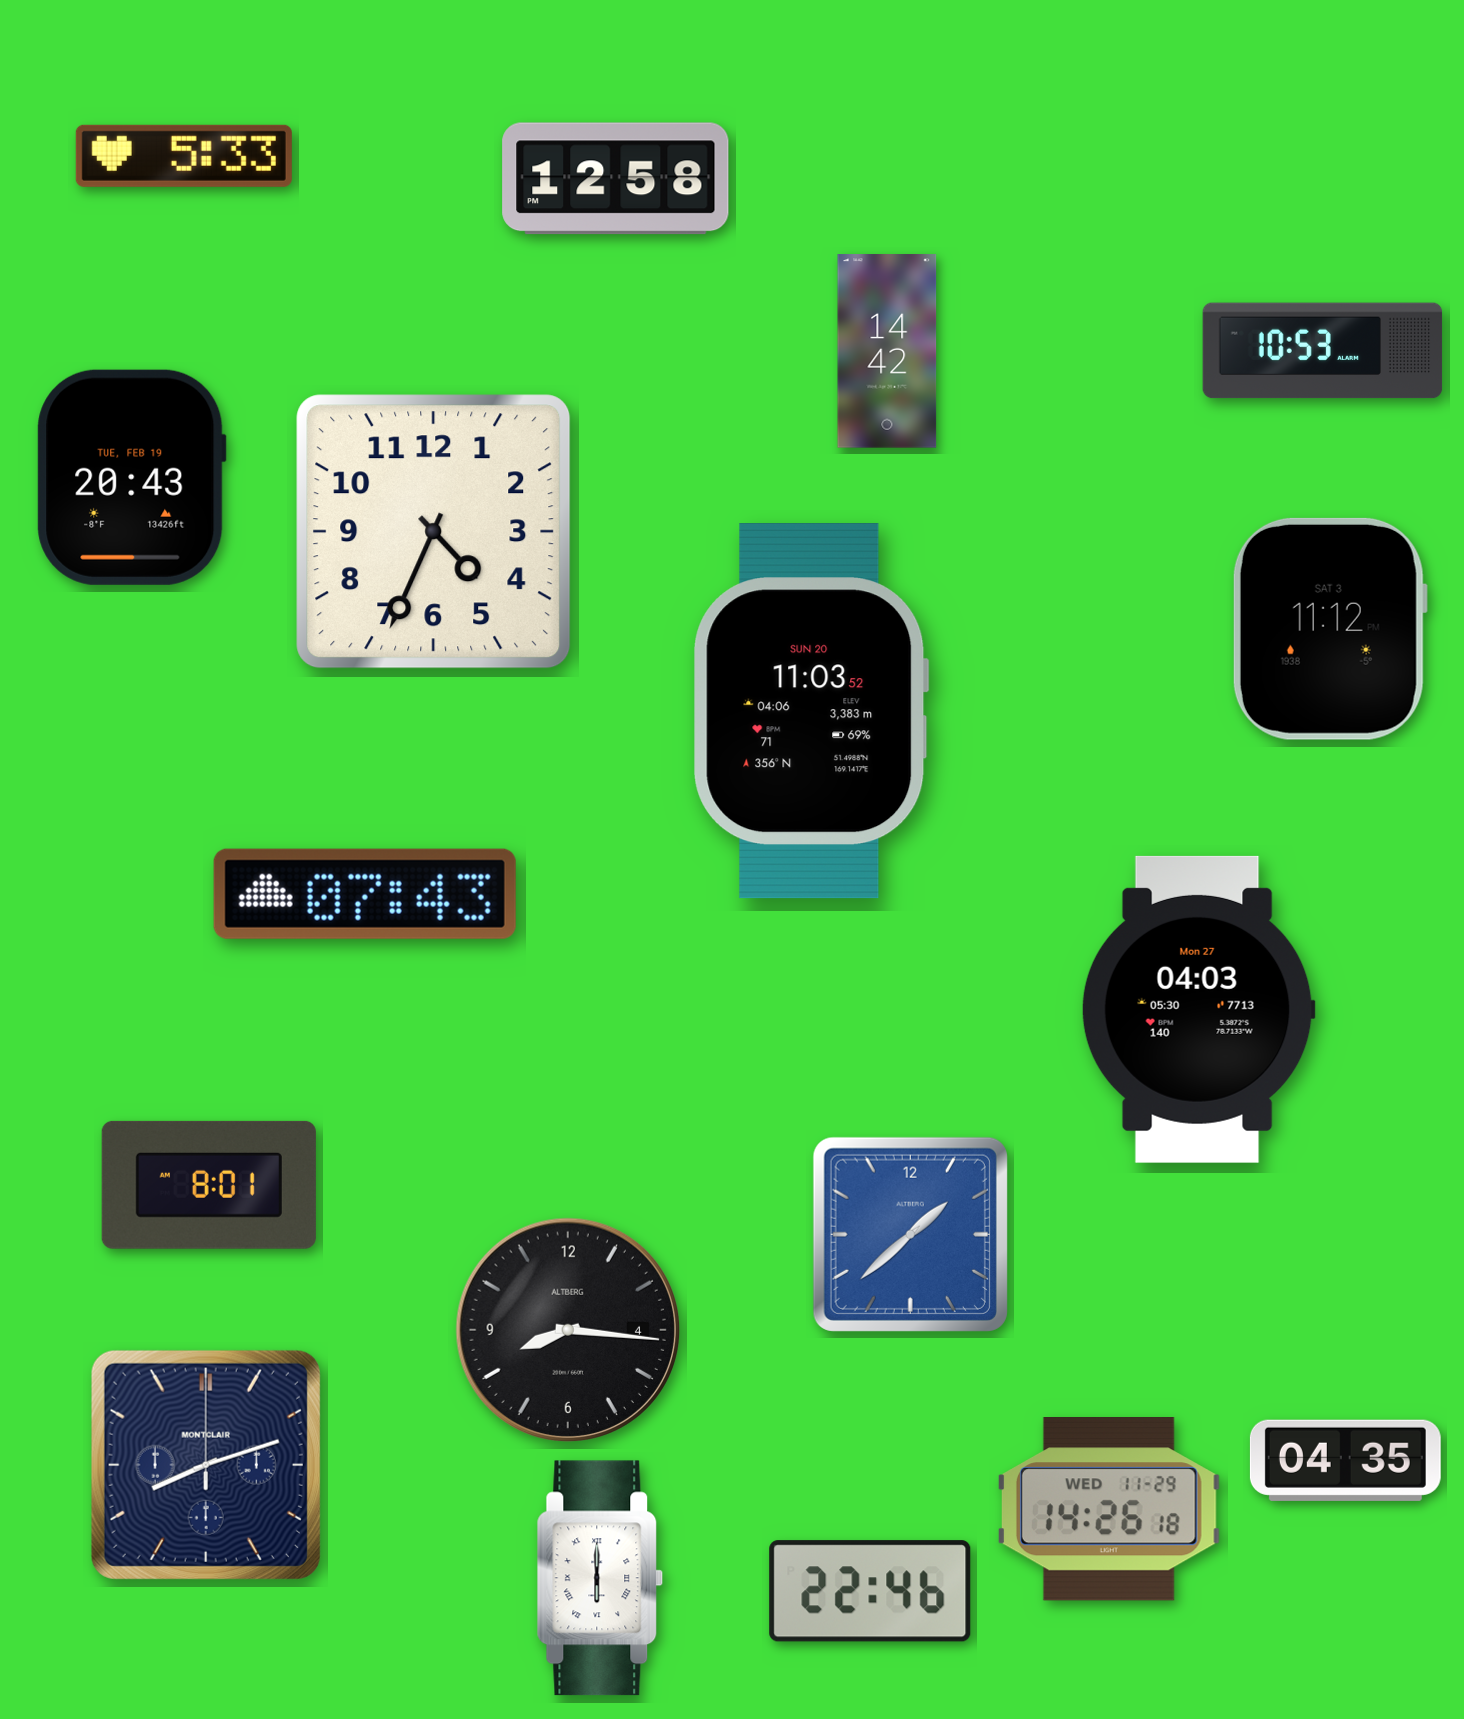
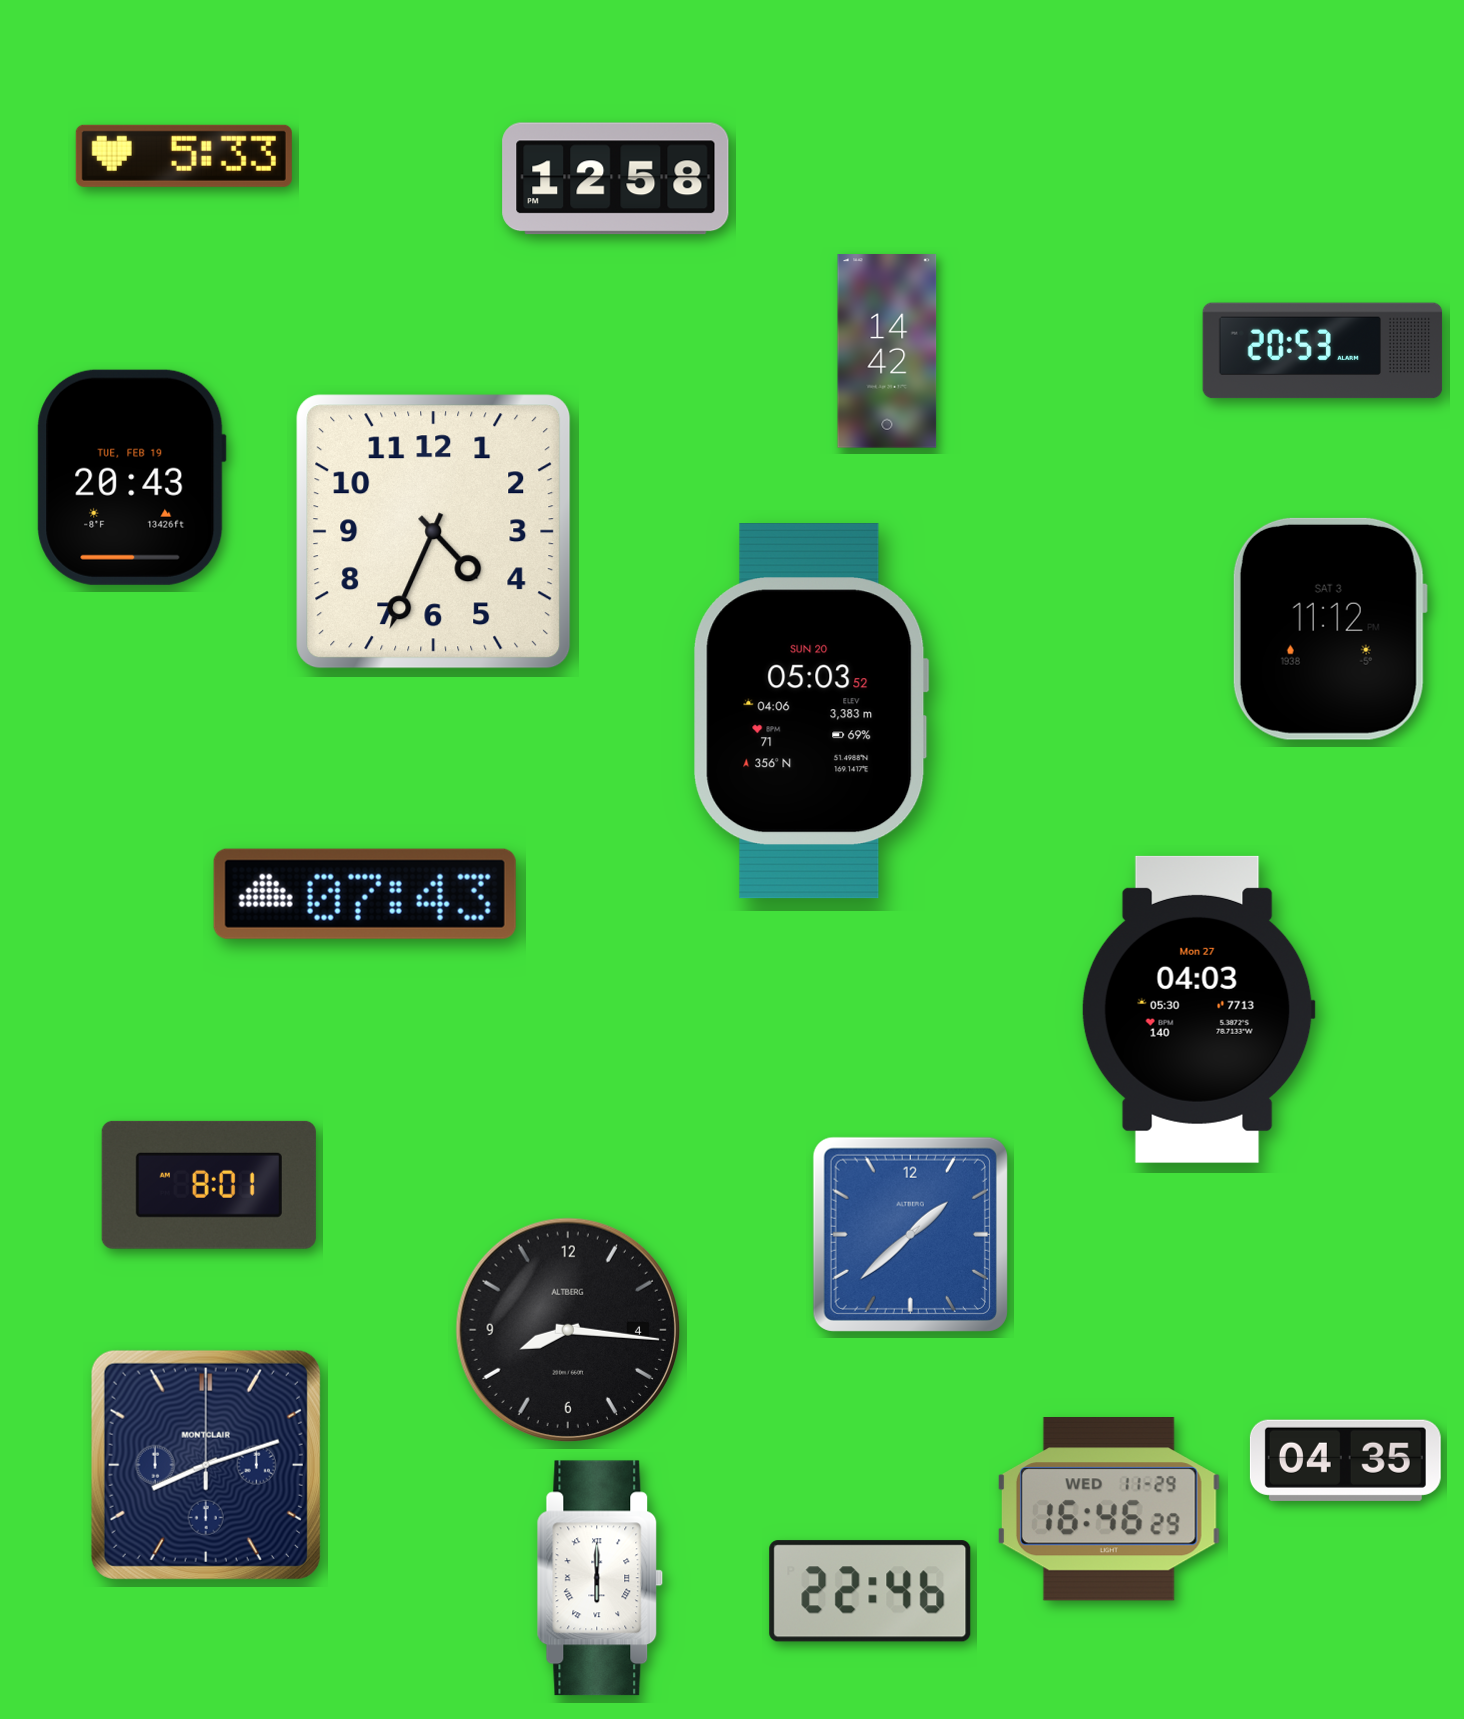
clock at (1323, 351): 10:53 -> 20:53
clock at (811, 711): 11:03 -> 05:03
clock at (1109, 1510): 14:26 -> 16:46
